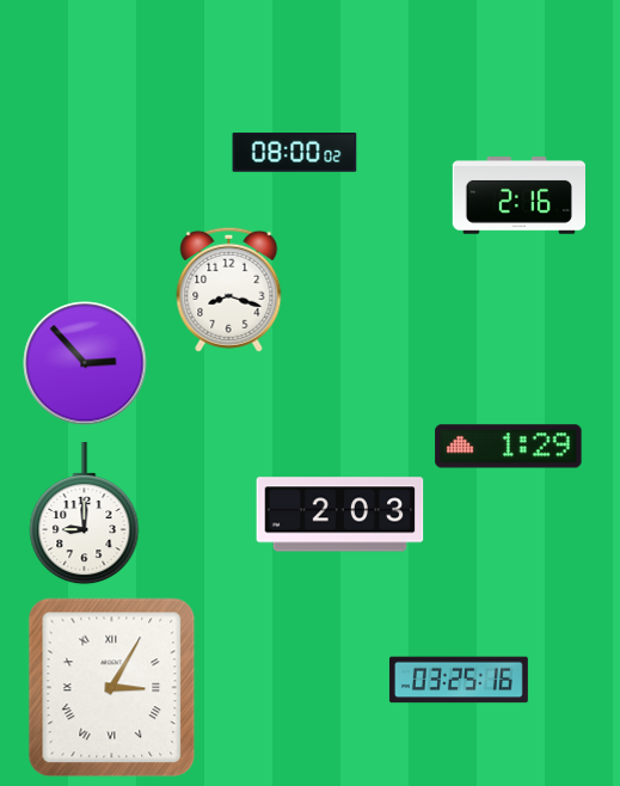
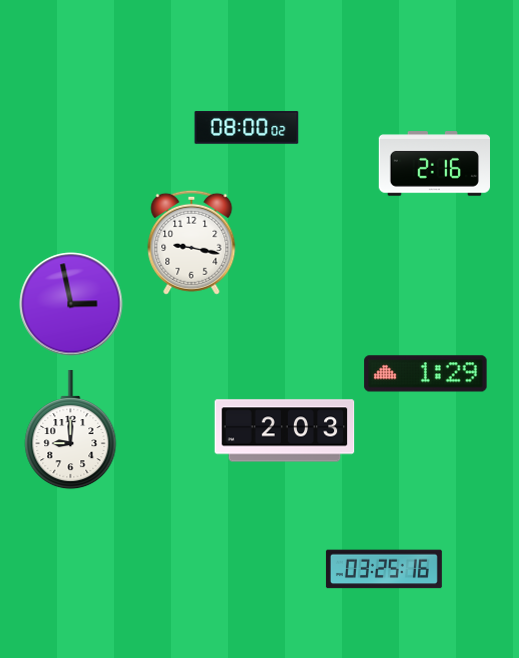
clock at (229, 289): 8:18 -> 9:17
clock at (85, 363): 2:53 -> 2:58
clock at (112, 688): 3:05 -> none
